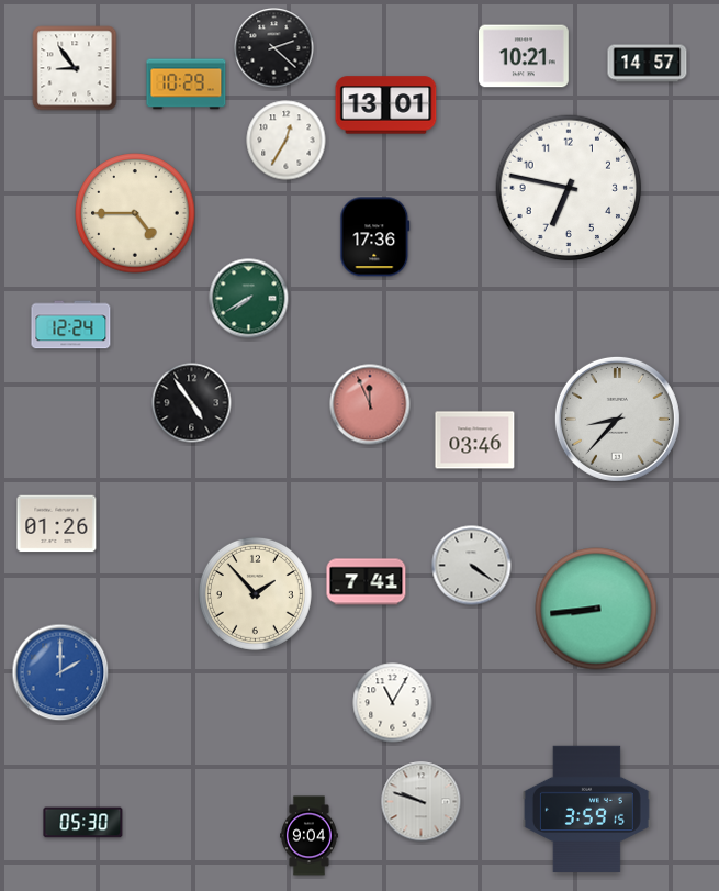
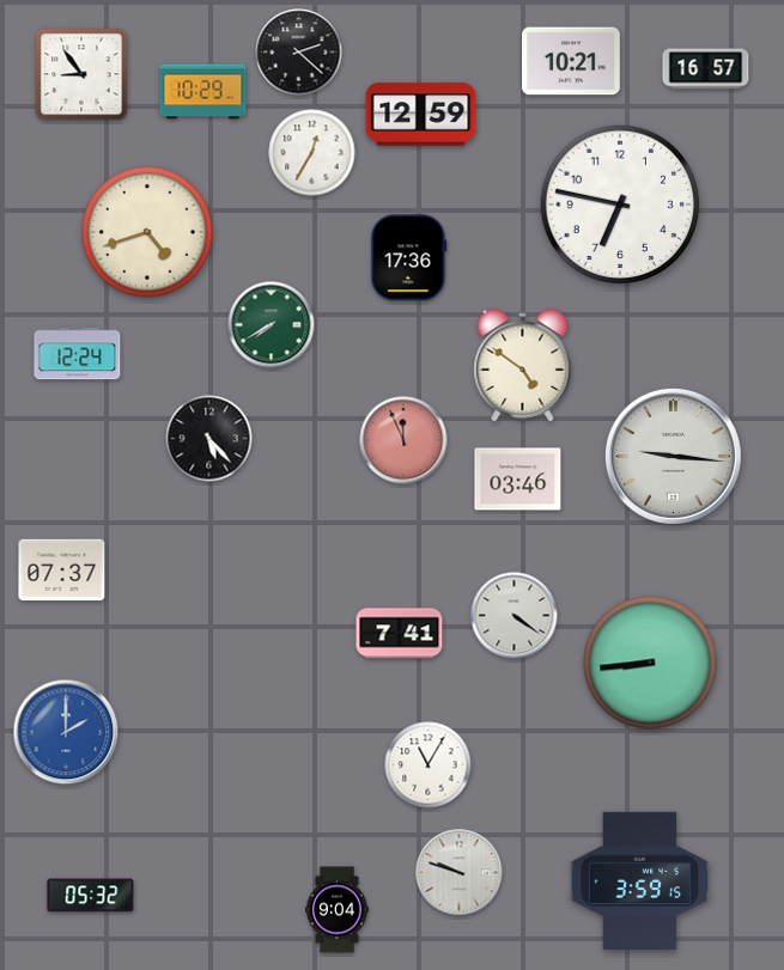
clock at (648, 64): 14:57 -> 16:57
clock at (386, 105): 13:01 -> 12:59
clock at (135, 213): 4:45 -> 4:42
clock at (523, 366): none -> 4:51
clock at (192, 403): 4:54 -> 5:23
clock at (617, 419): 8:37 -> 9:16
clock at (57, 524): 01:26 -> 07:37
clock at (255, 593): 1:53 -> none
clock at (83, 823): 05:30 -> 05:32
